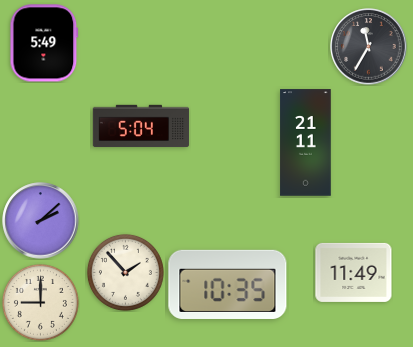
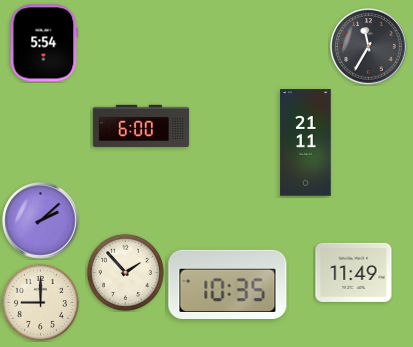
clock at (44, 43): 5:49 -> 5:54
clock at (141, 126): 5:04 -> 6:00
